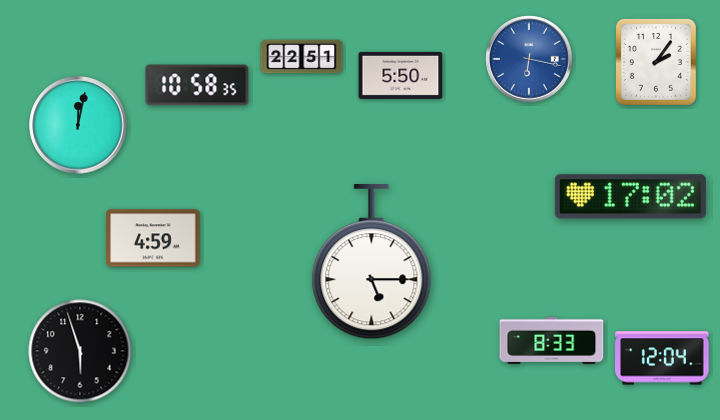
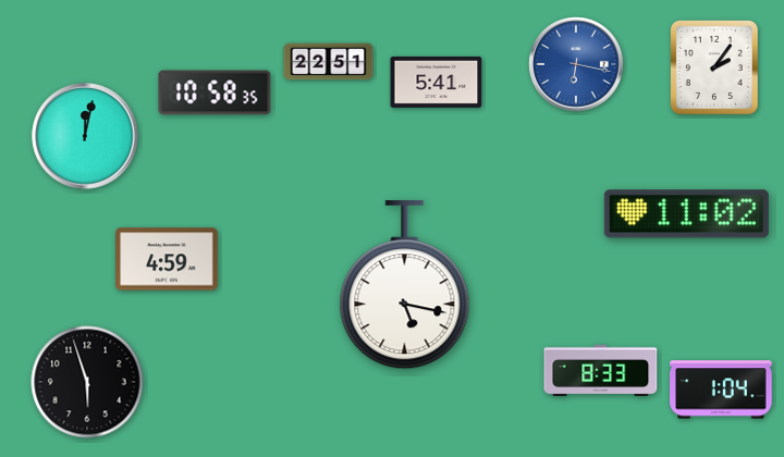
clock at (401, 75): 5:50 -> 5:41
clock at (630, 197): 17:02 -> 11:02
clock at (372, 263): 5:15 -> 5:17
clock at (662, 358): 12:04 -> 1:04
